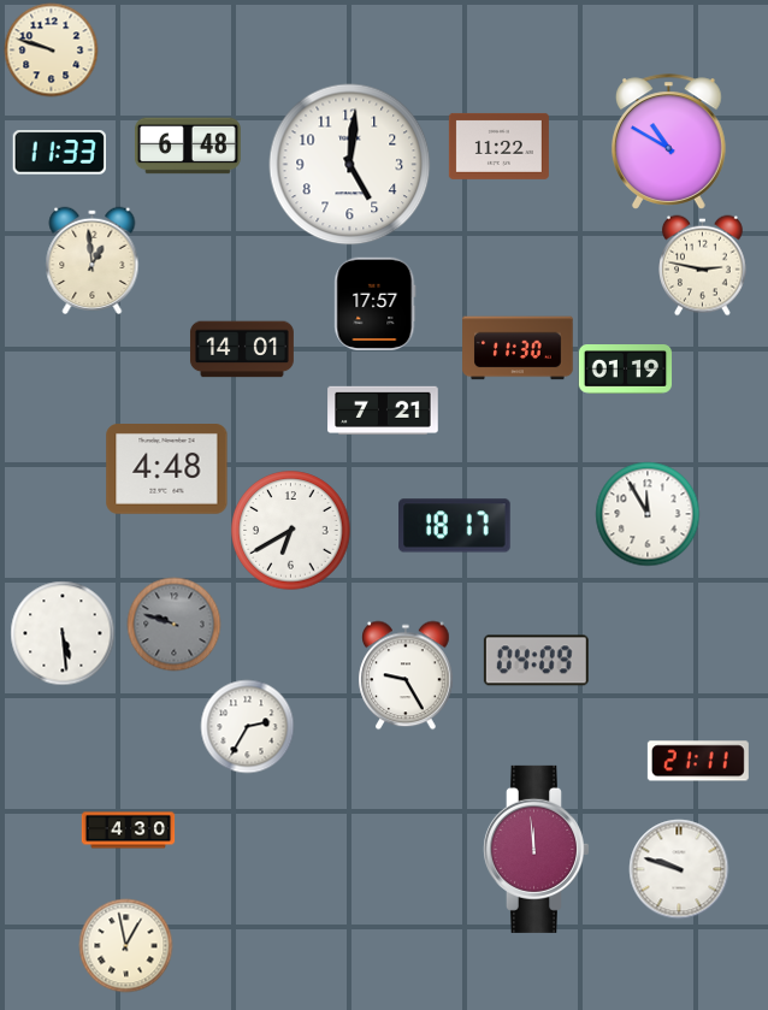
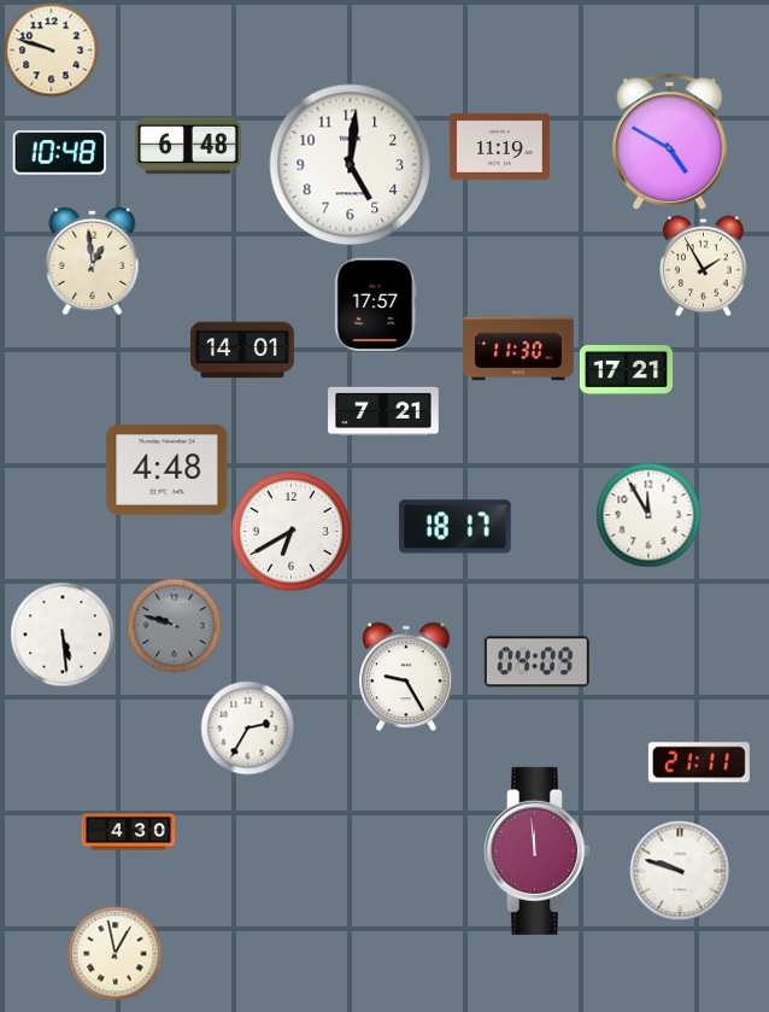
clock at (669, 142): 10:50 -> 4:50
clock at (498, 146): 11:22 -> 11:19
clock at (59, 153): 11:33 -> 10:48
clock at (703, 265): 2:47 -> 1:55
clock at (625, 370): 01:19 -> 17:21
clock at (125, 945) position: (125, 945) -> (115, 953)
